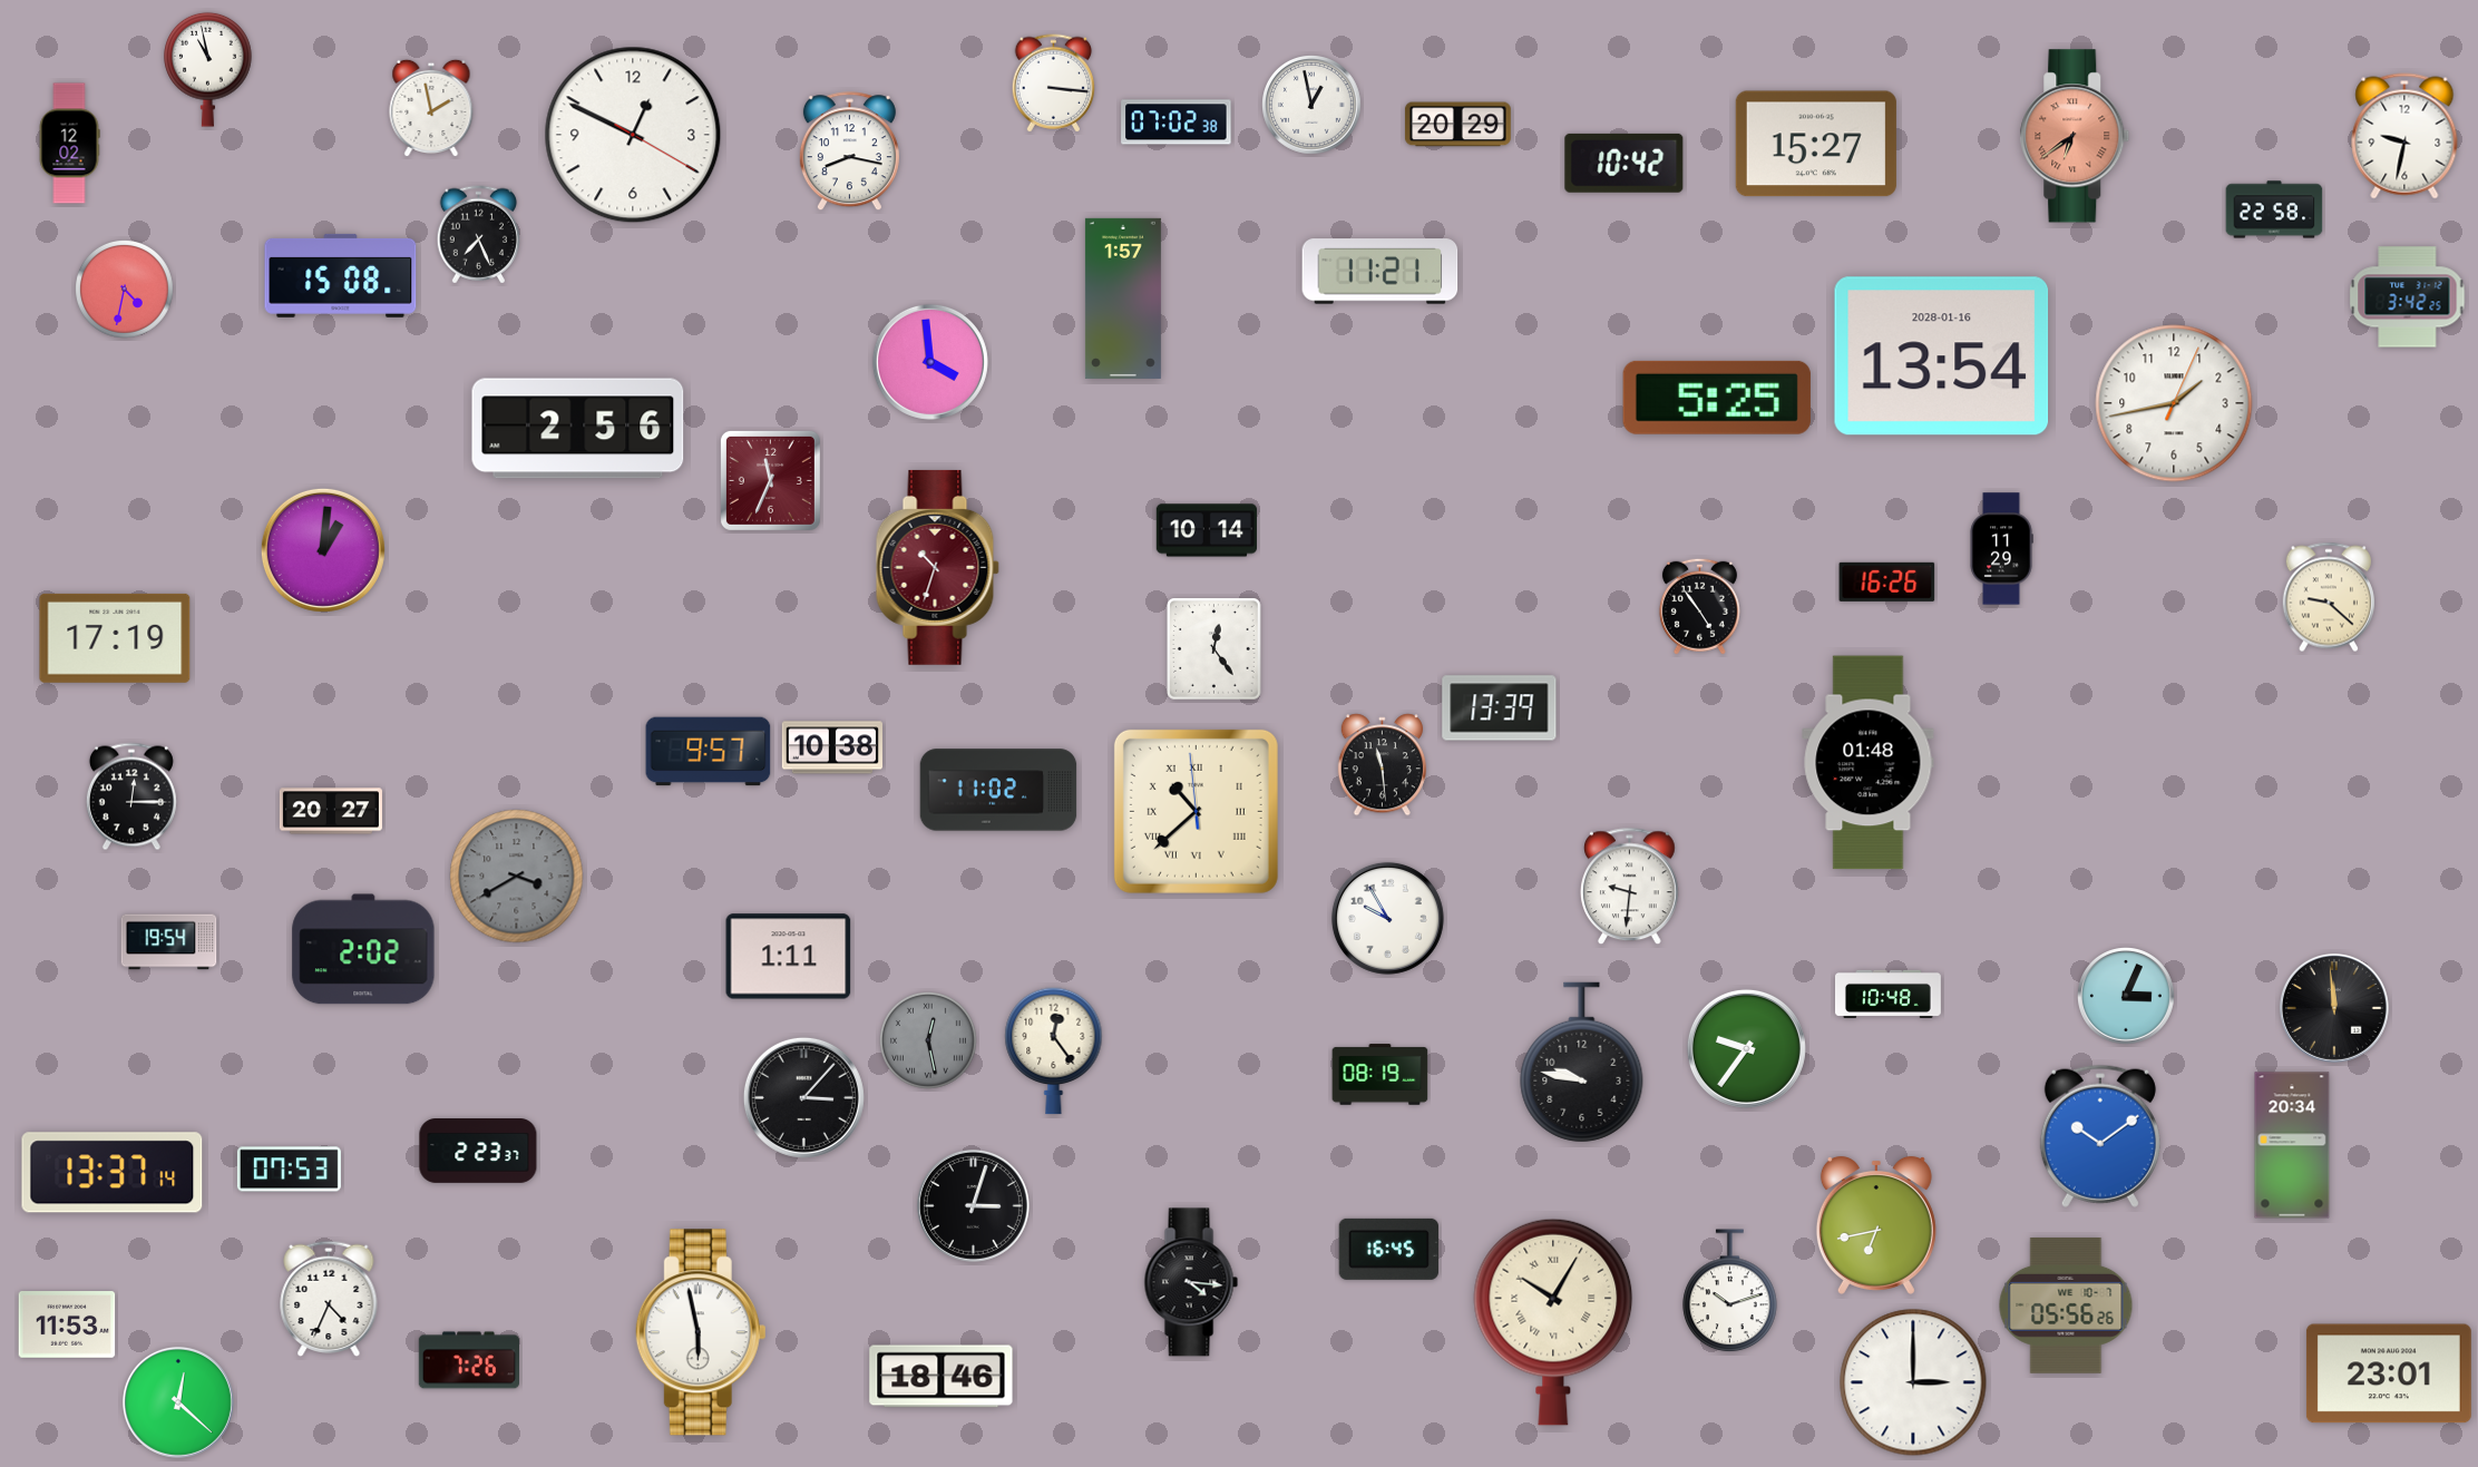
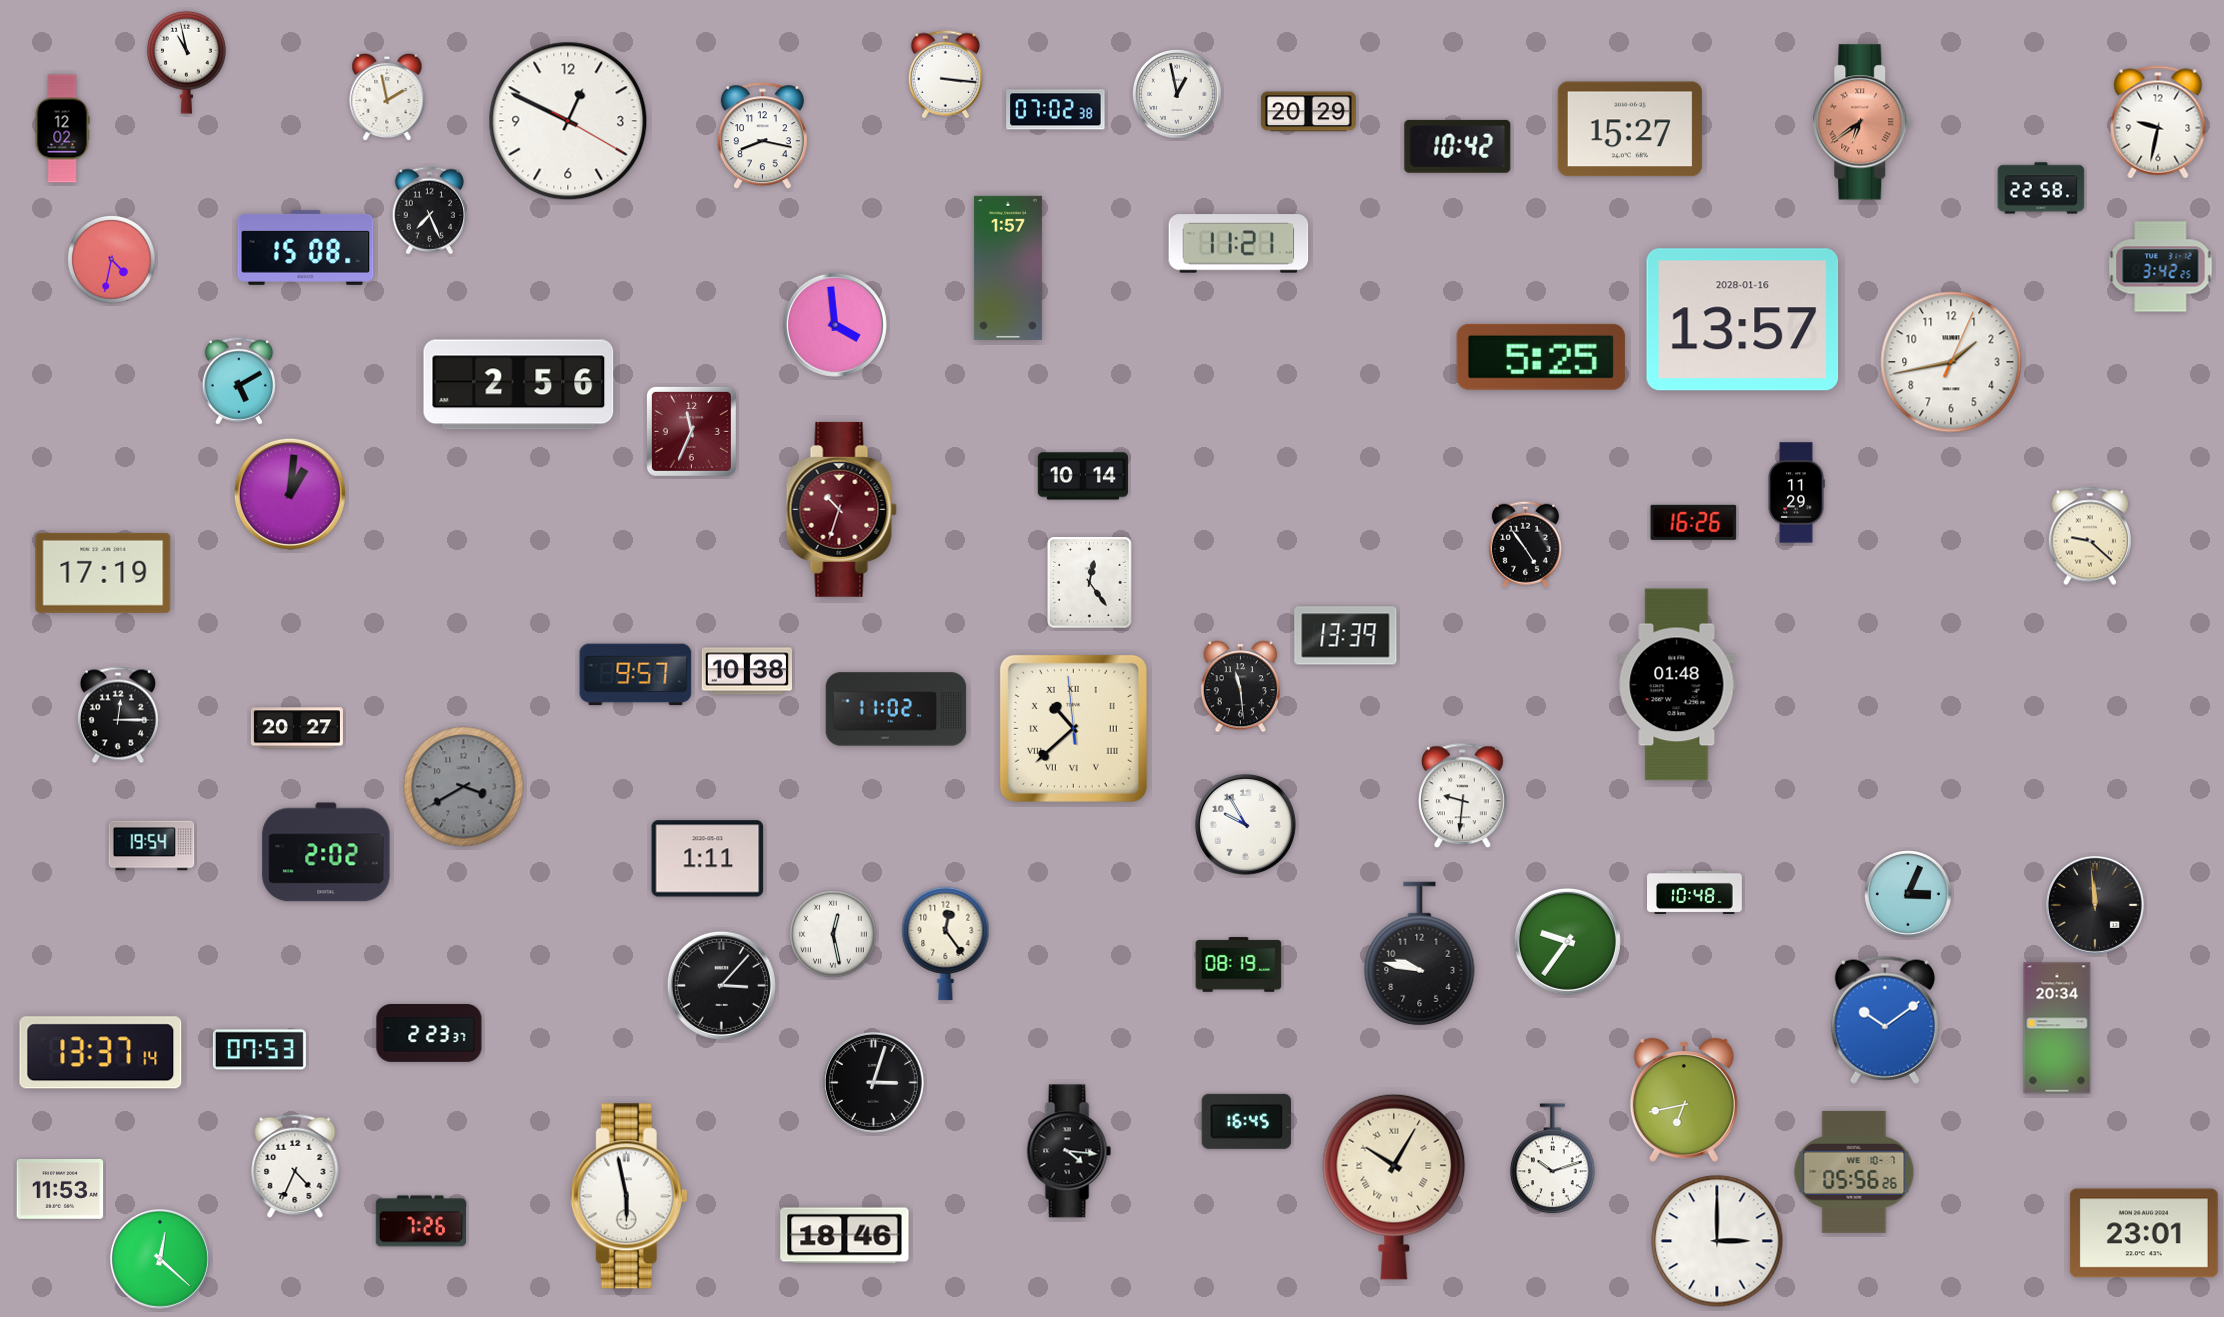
clock at (1942, 356): 13:54 -> 13:57
clock at (239, 381): none -> 5:10
clock at (928, 1040) dial: grey -> white
